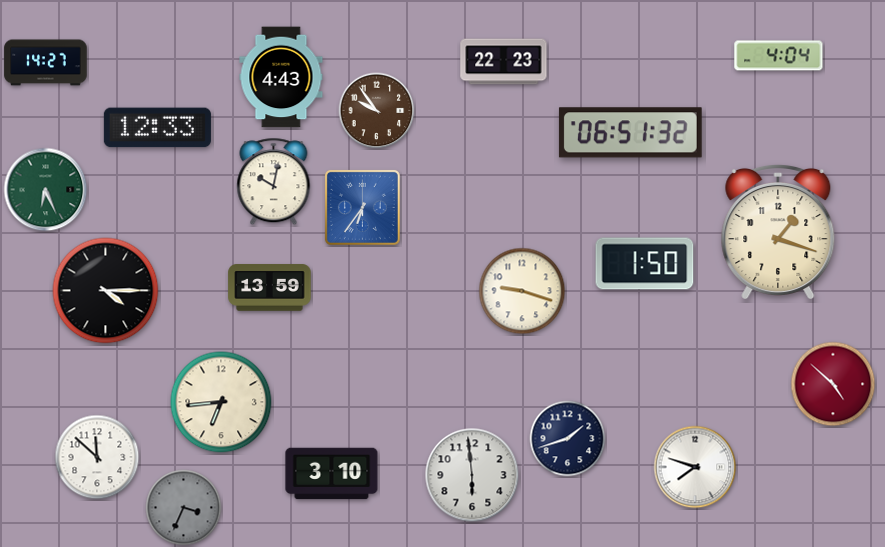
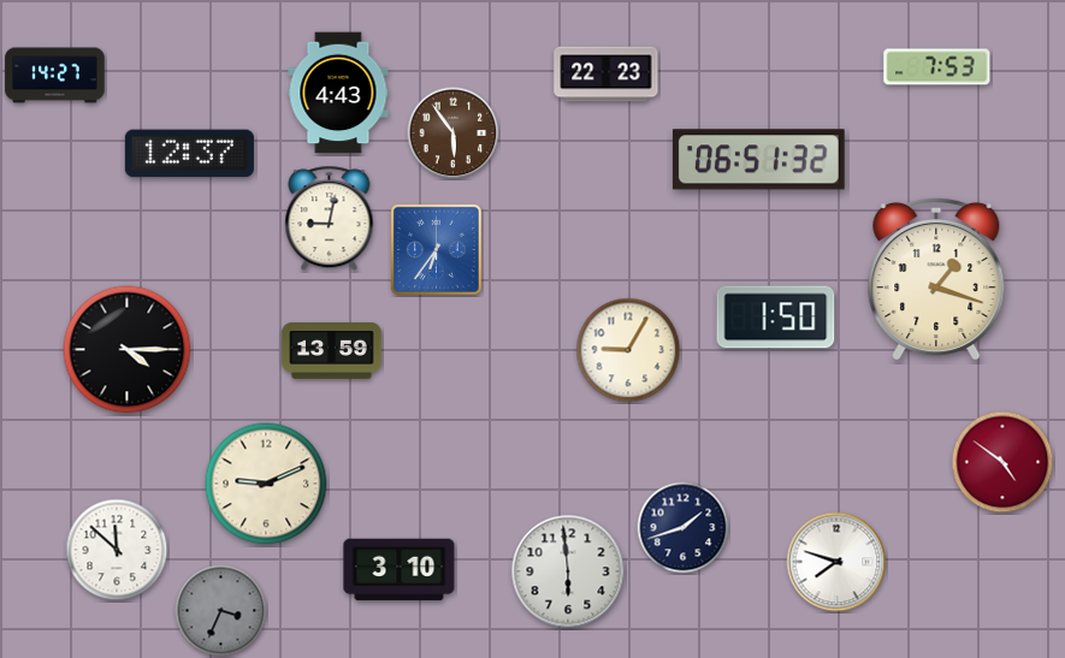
clock at (779, 56): 4:04 -> 7:53
clock at (377, 111): 9:54 -> 5:54
clock at (157, 128): 12:33 -> 12:37
clock at (274, 182): 10:02 -> 9:02
clock at (46, 190): 6:26 -> none
clock at (270, 288) position: (270, 288) -> (332, 351)
clock at (522, 291): 9:18 -> 9:05
clock at (833, 384): 4:52 -> 4:51
clock at (221, 402): 6:44 -> 9:11
